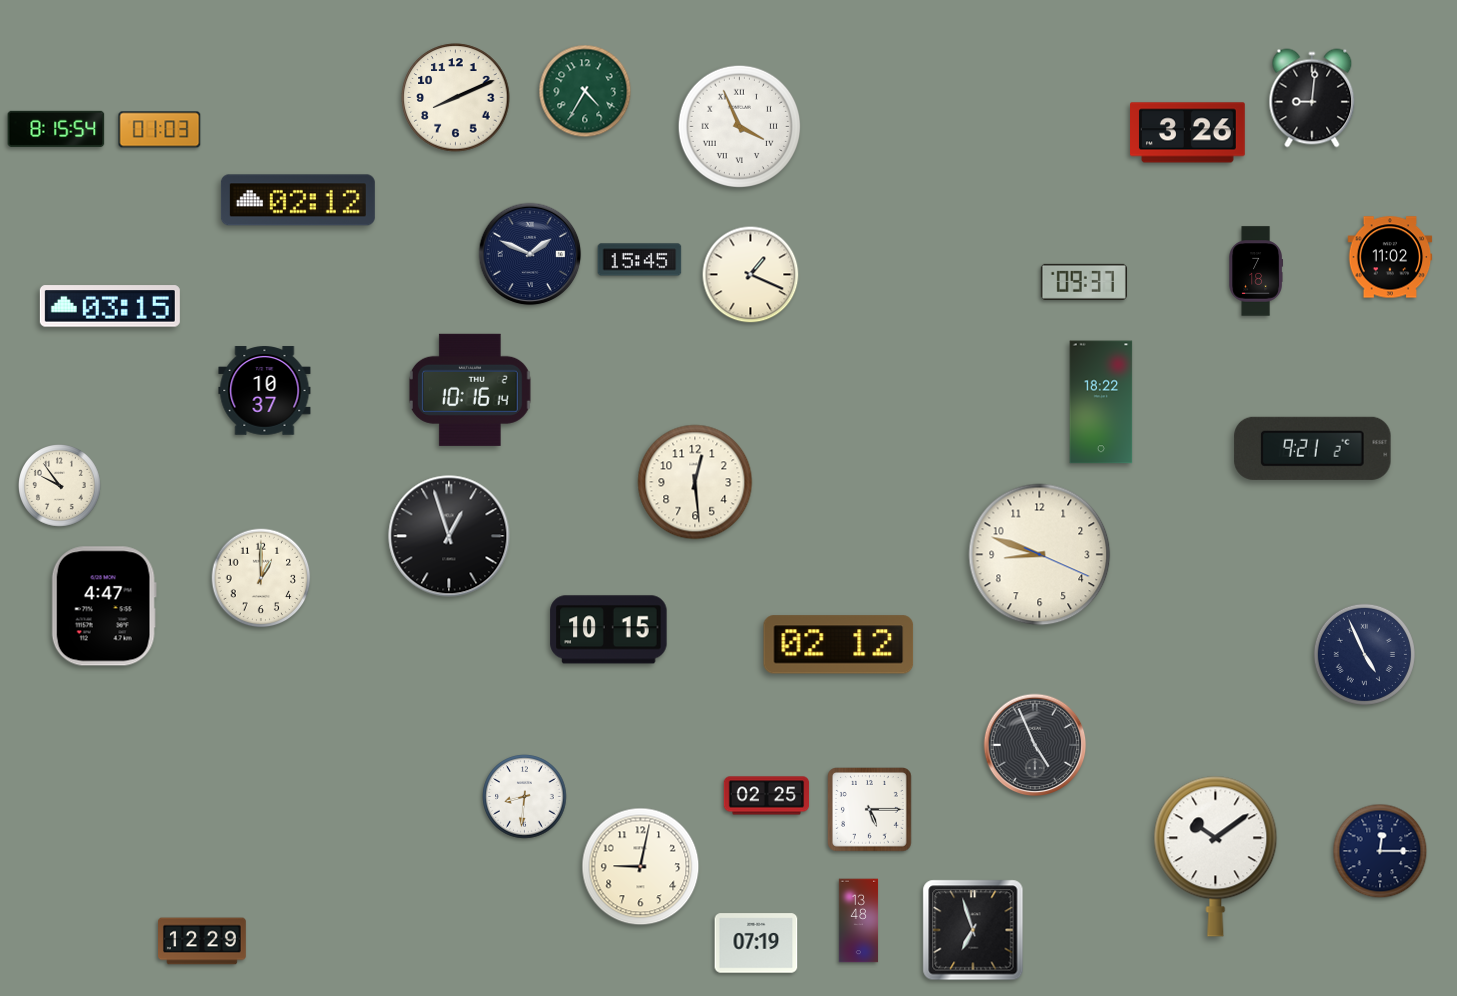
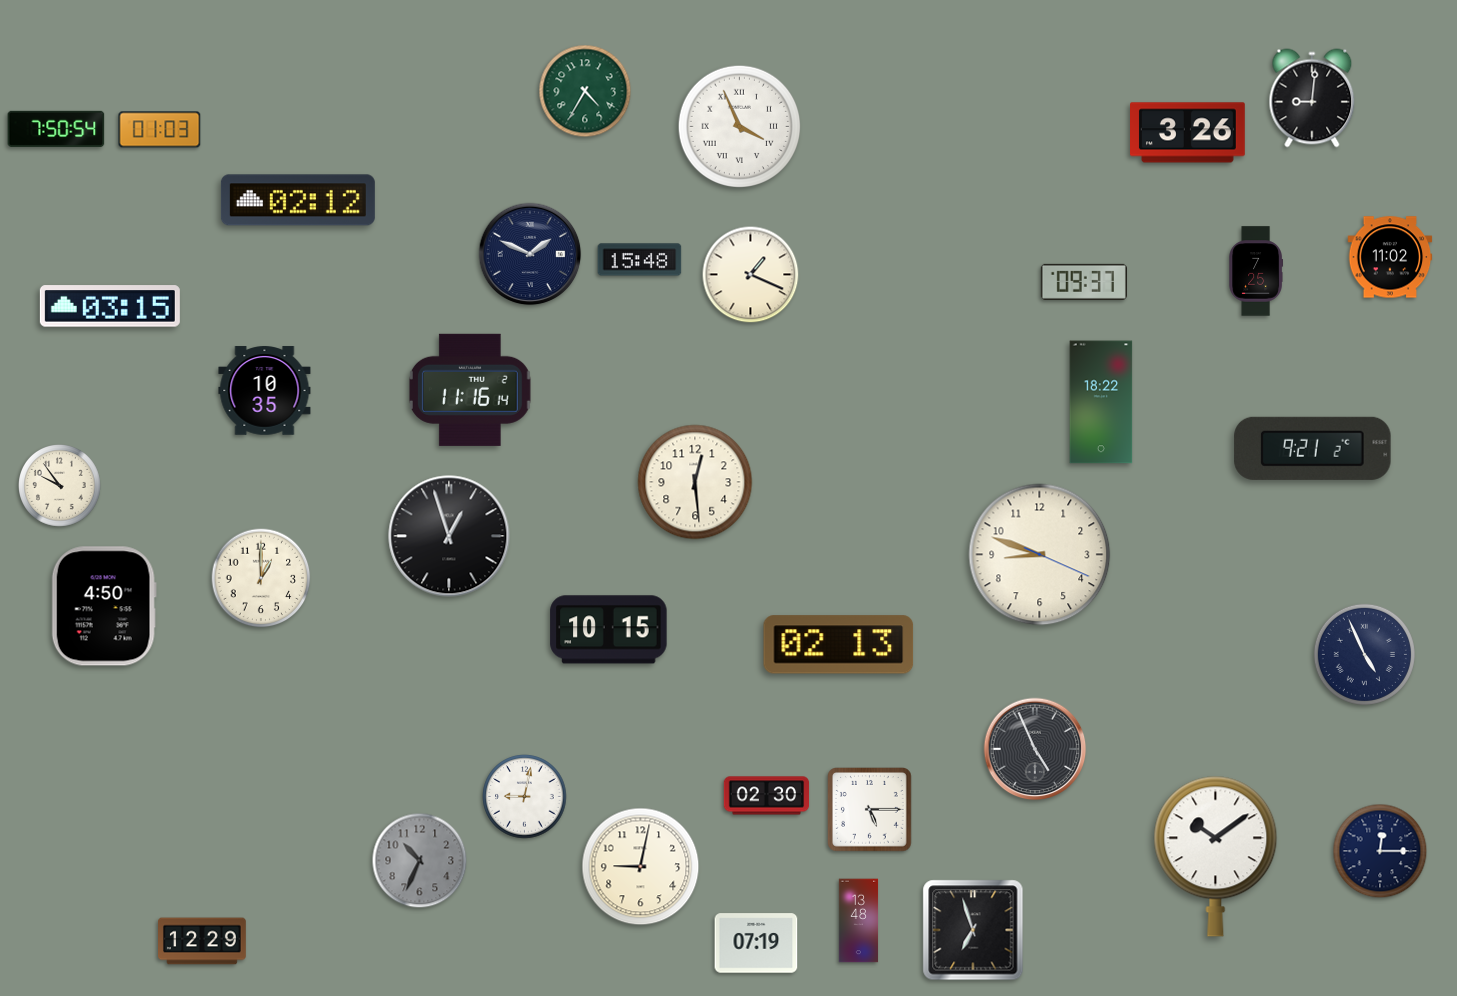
clock at (456, 98): 8:11 -> none
clock at (56, 129): 8:15 -> 7:50
clock at (640, 260): 15:45 -> 15:48
clock at (1255, 271): 7:18 -> 7:25
clock at (470, 390): 10:16 -> 11:16
clock at (265, 391): 10:37 -> 10:35
clock at (104, 606): 4:47 -> 4:50
clock at (839, 645): 02:12 -> 02:13
clock at (1035, 745) position: (1035, 745) -> (1035, 749)
clock at (767, 796): 02:25 -> 02:30
clock at (525, 797): 8:31 -> 9:02
clock at (420, 861): none -> 10:34
